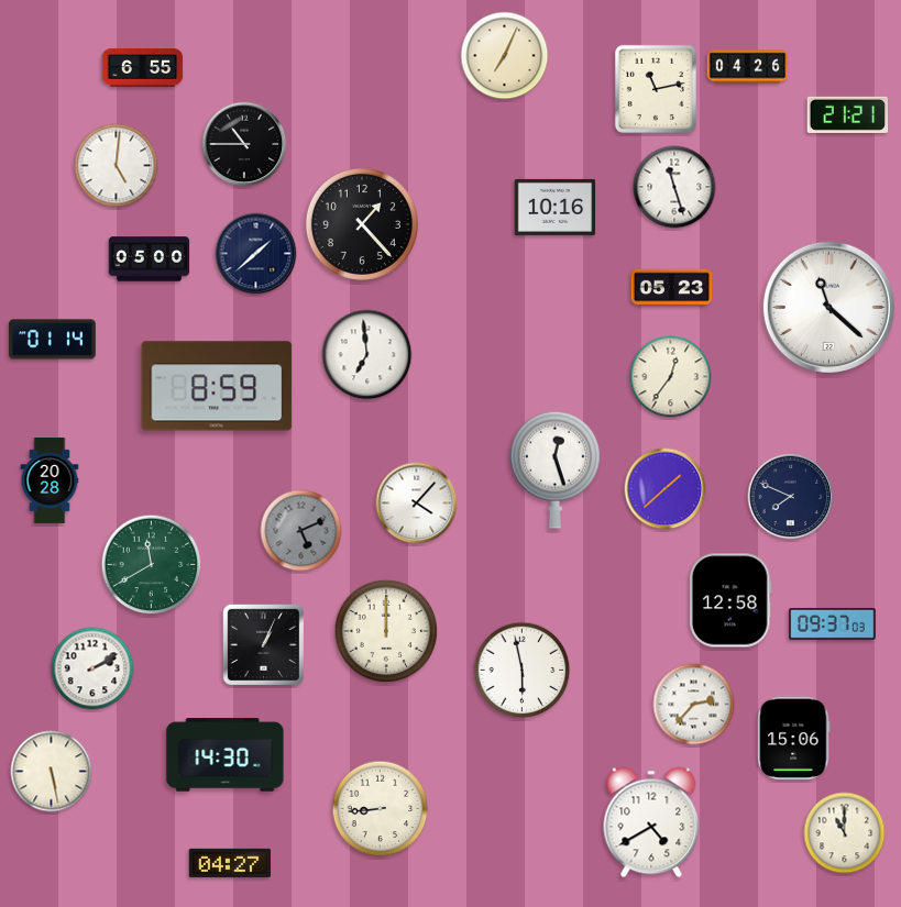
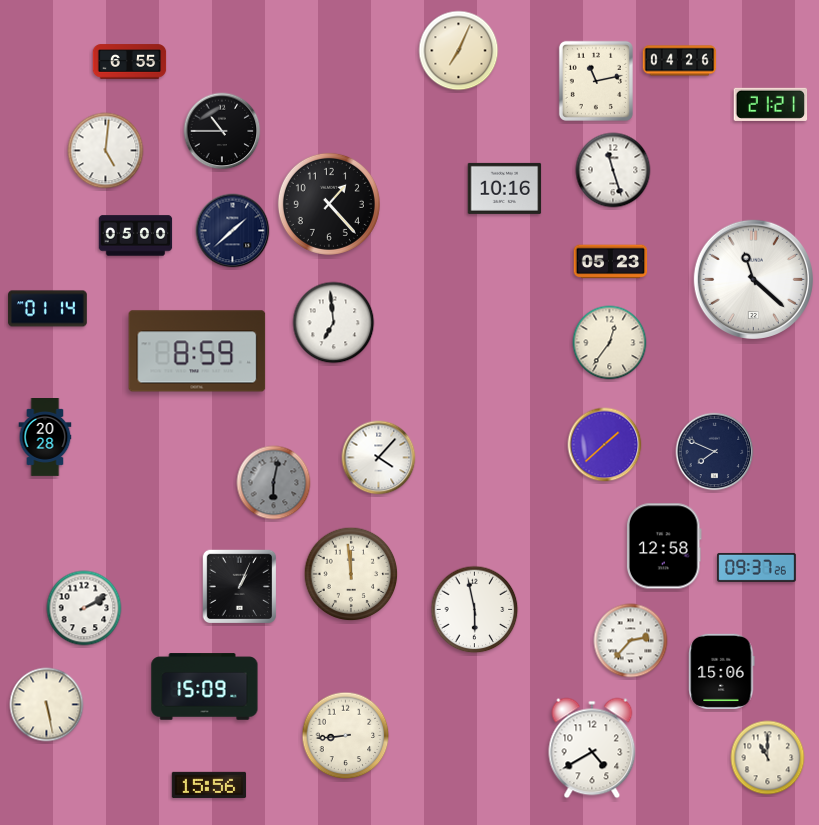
clock at (554, 469): 12:27 -> none
clock at (791, 497) position: (791, 497) -> (715, 452)
clock at (301, 531): 5:11 -> 6:02
clock at (152, 565): 11:40 -> none
clock at (833, 623): 09:37:03 -> 09:37:26
clock at (386, 631): 12:00 -> 11:59
clock at (226, 755): 14:30 -> 15:09
clock at (52, 772) position: (52, 772) -> (47, 705)
clock at (230, 863): 04:27 -> 15:56
